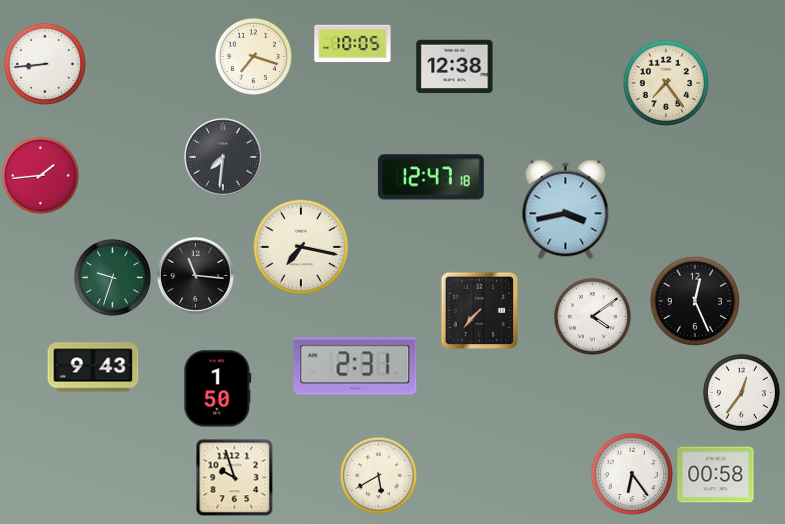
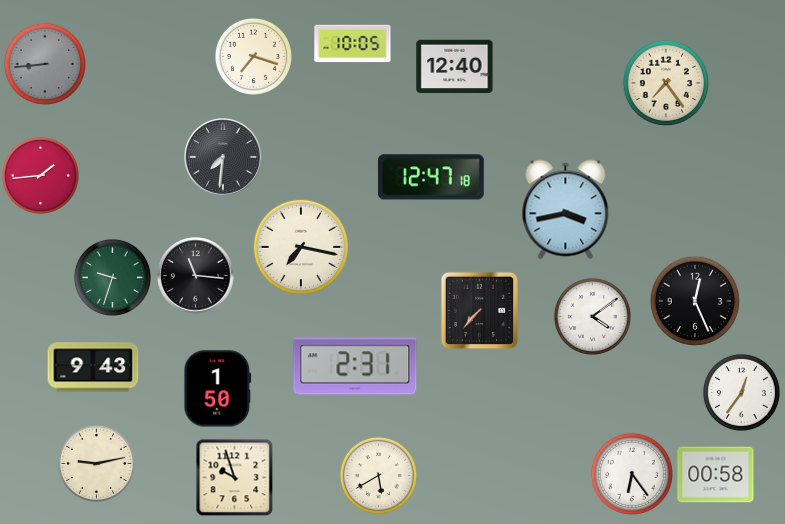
clock at (45, 64) dial: white -> grey
clock at (455, 67): 12:38 -> 12:40
clock at (96, 463): none -> 9:13
